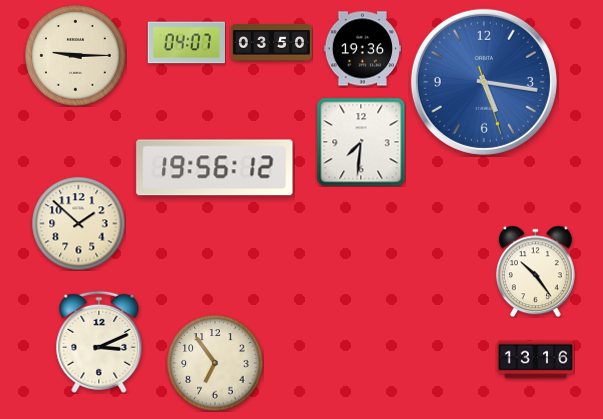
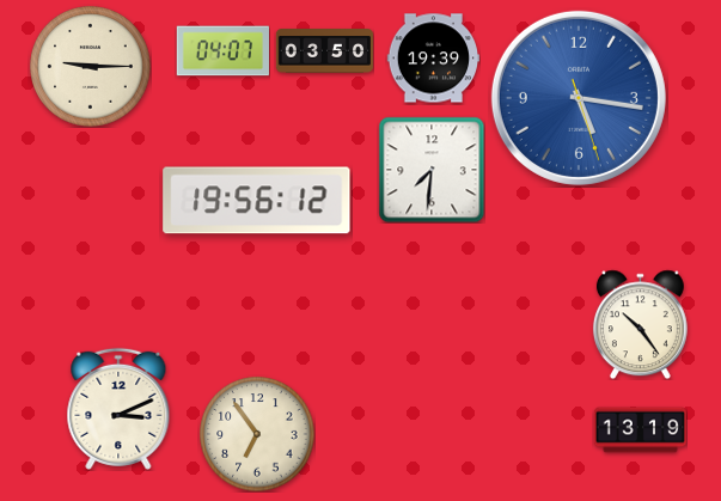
clock at (362, 49): 19:36 -> 19:39
clock at (78, 223): 1:52 -> none
clock at (535, 360): 13:16 -> 13:19
